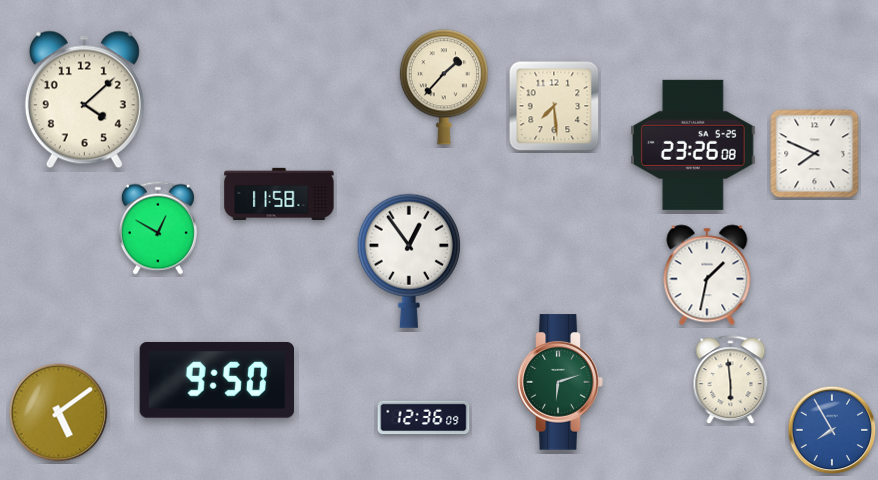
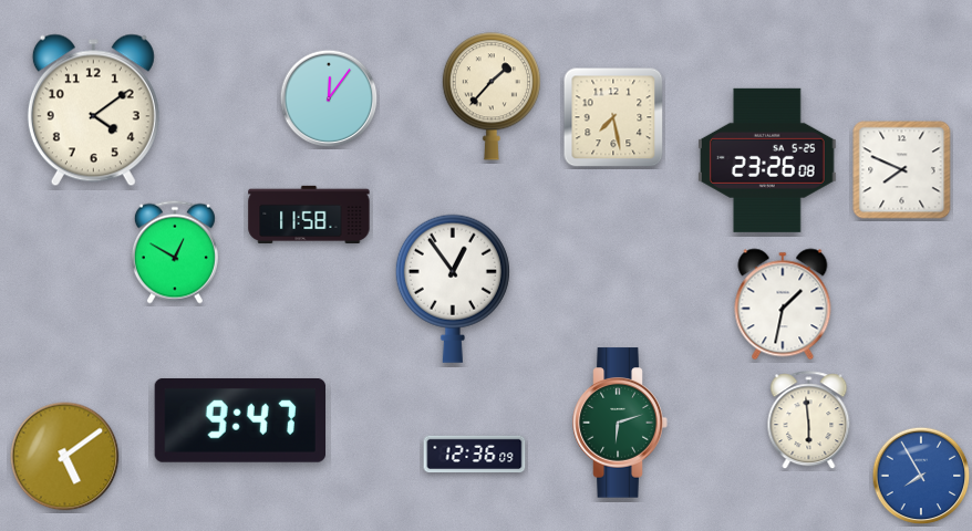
clock at (329, 98): none -> 12:06
clock at (84, 100): 4:08 -> 4:09
clock at (554, 106): 7:29 -> 7:28
clock at (216, 380): 9:50 -> 9:47
clock at (424, 418) position: (424, 418) -> (475, 455)
